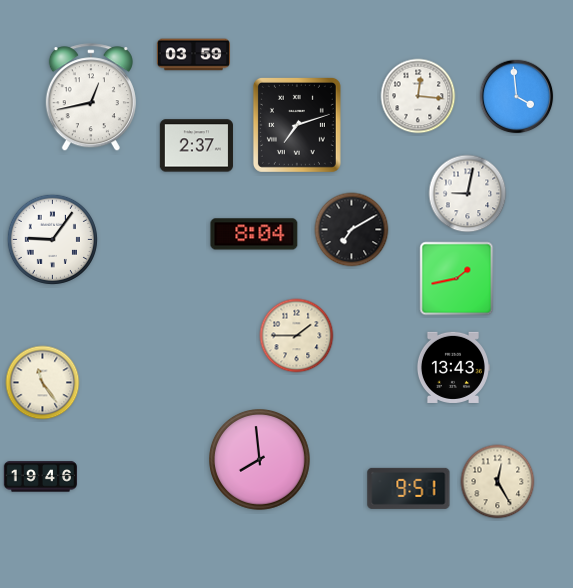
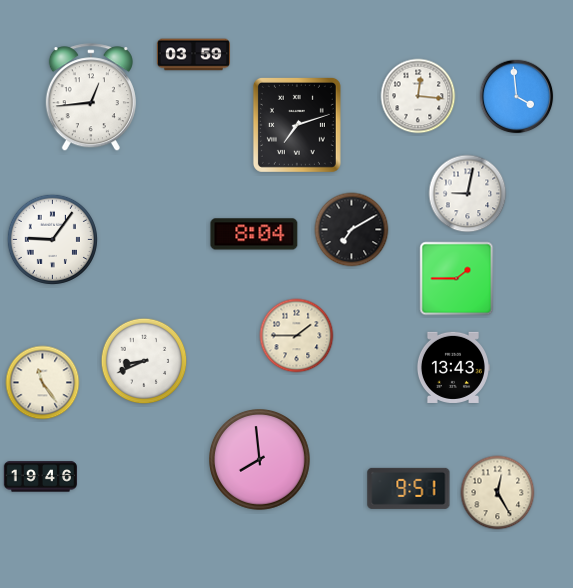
clock at (91, 98): 12:43 -> 12:44
clock at (196, 146): 2:37 -> none
clock at (457, 279): 1:43 -> 1:45
clock at (144, 361): none -> 8:41
clock at (498, 482) position: (498, 482) -> (498, 493)
